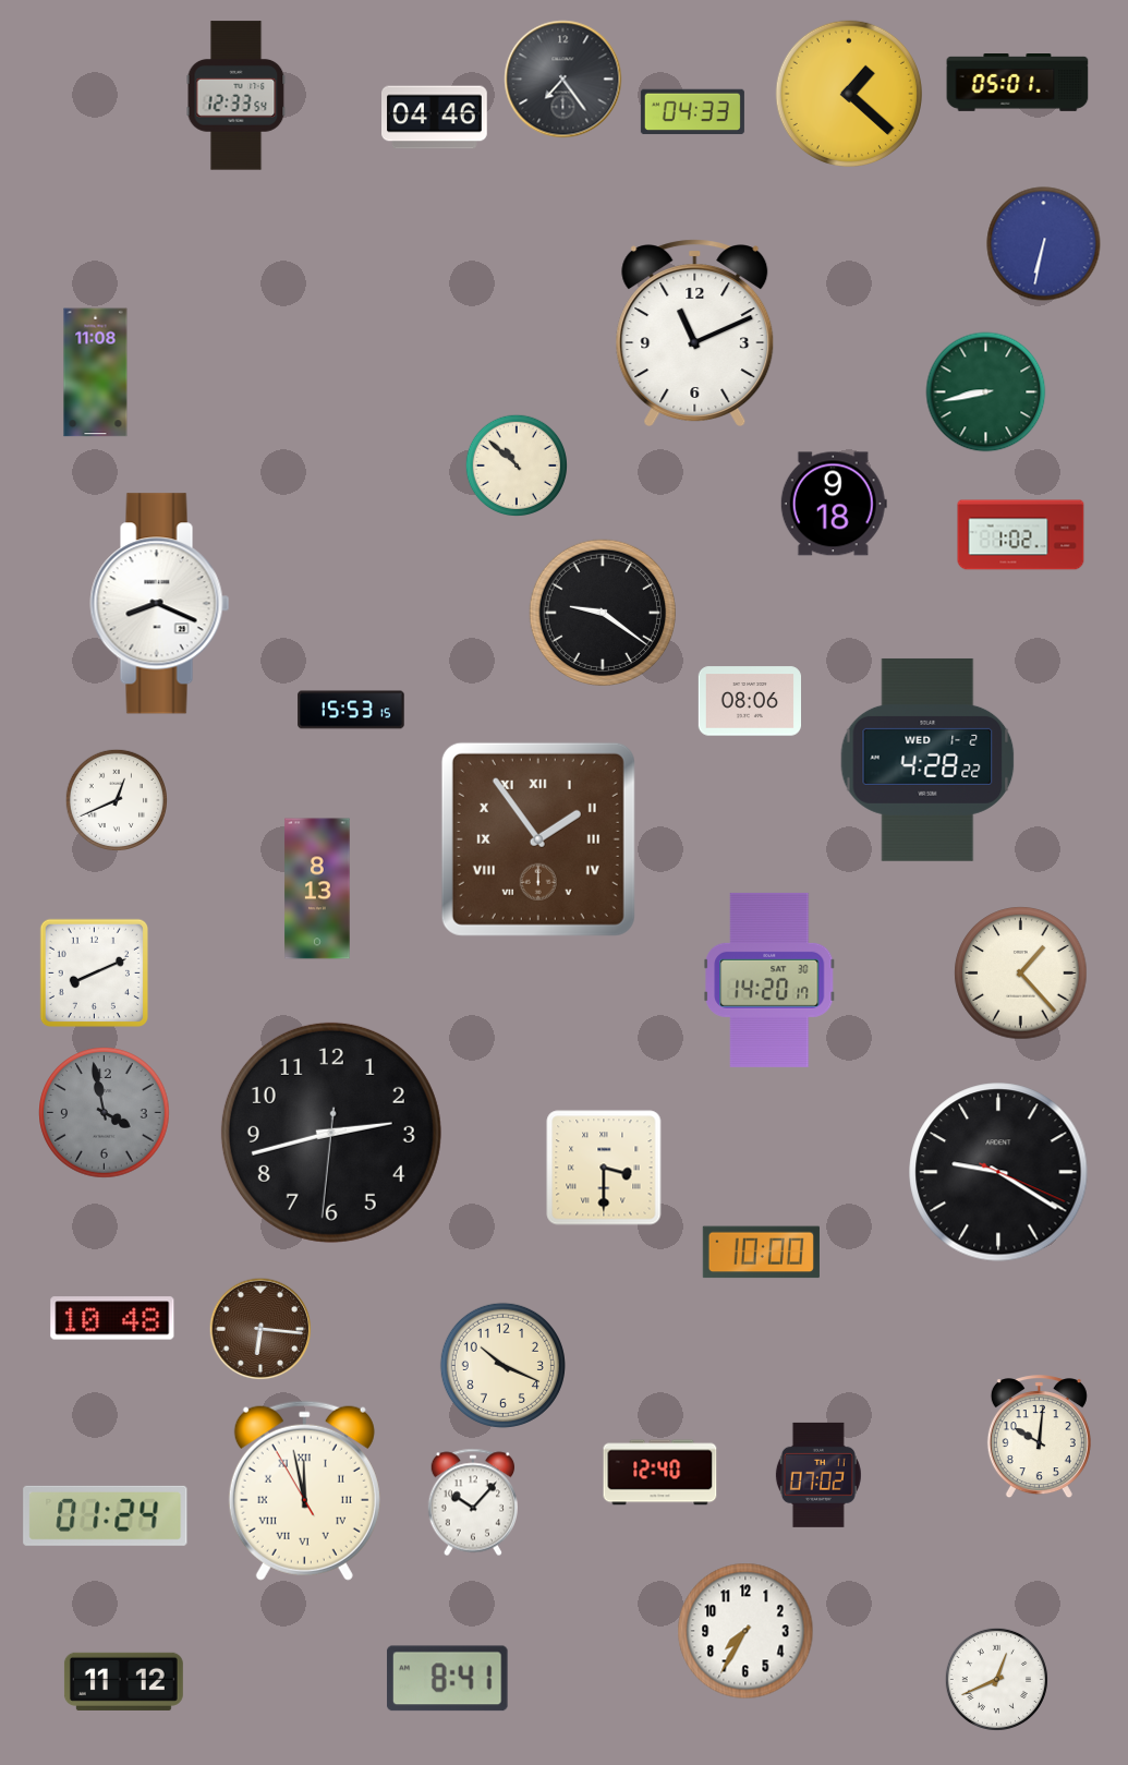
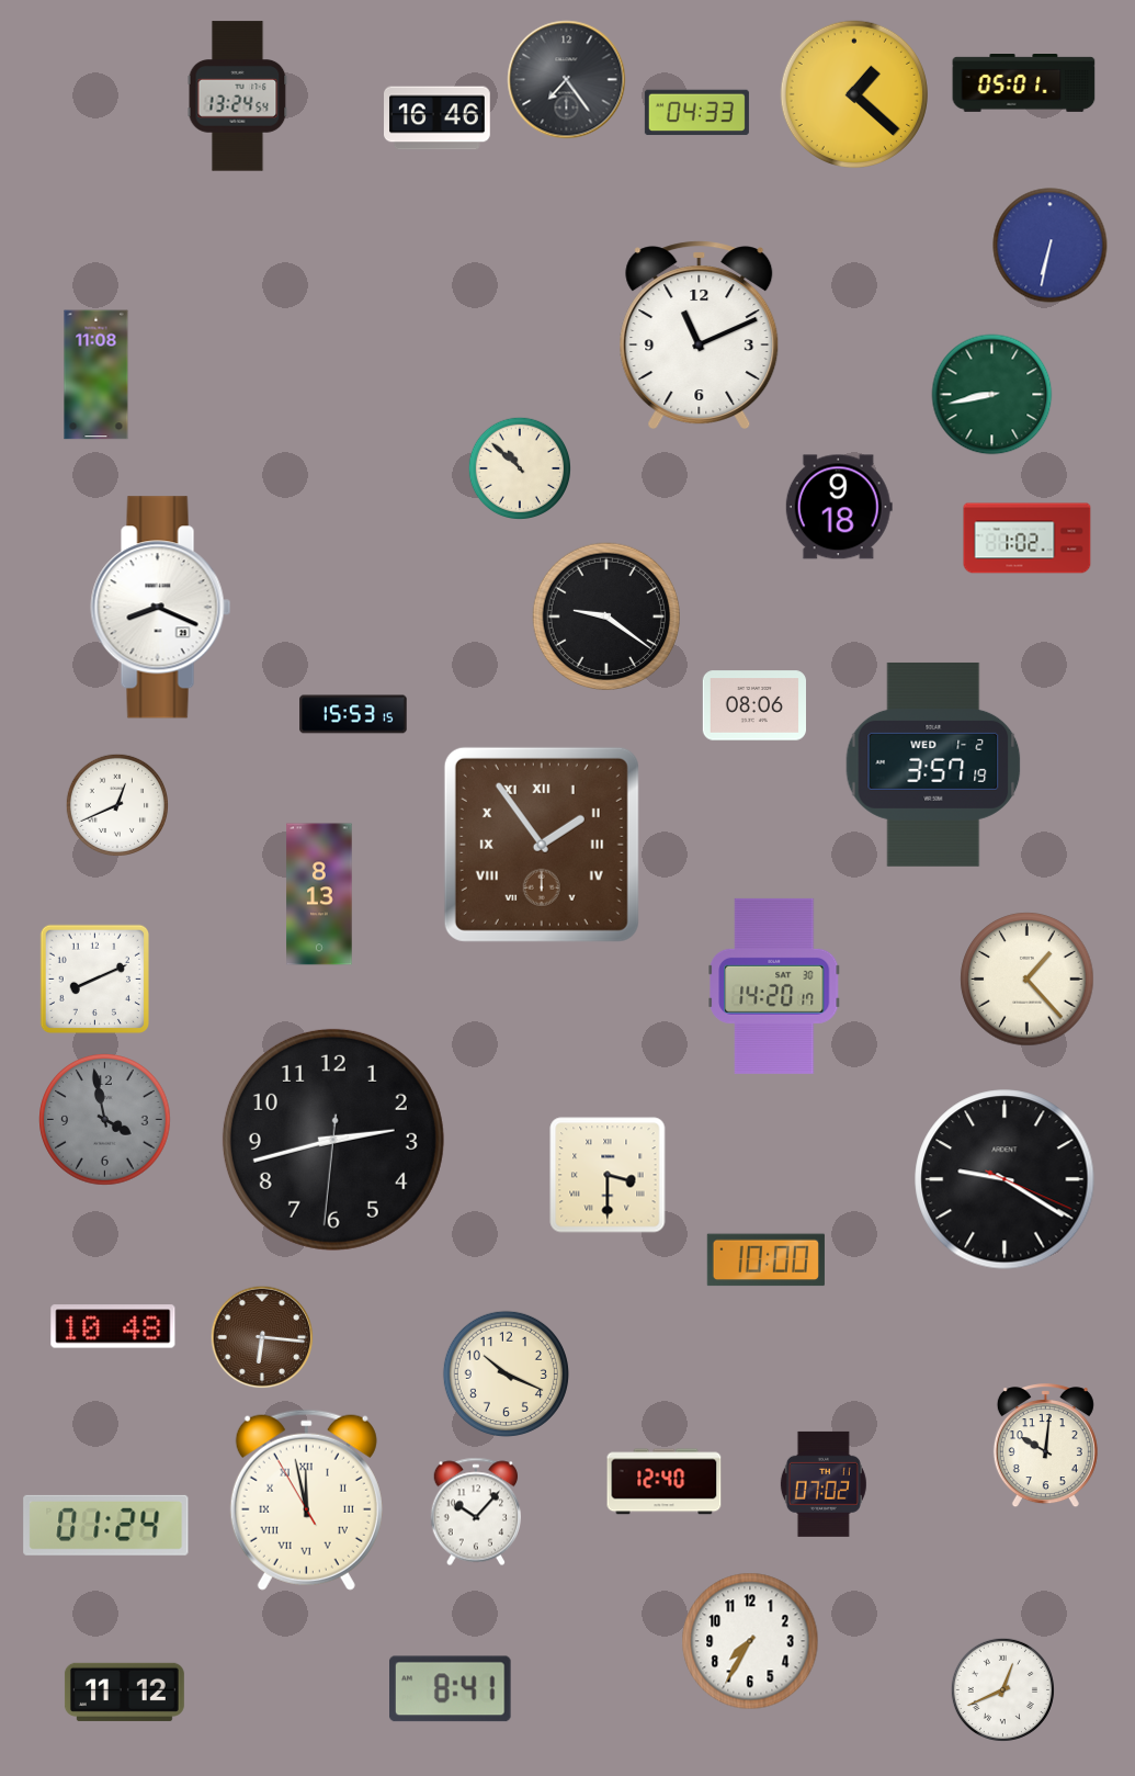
clock at (236, 96): 12:33 -> 13:24
clock at (435, 118): 04:46 -> 16:46
clock at (927, 760): 4:28 -> 3:57
